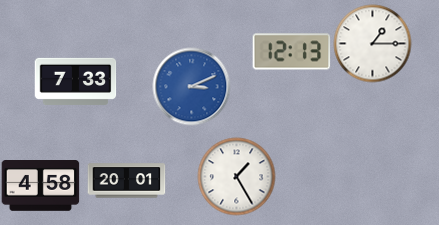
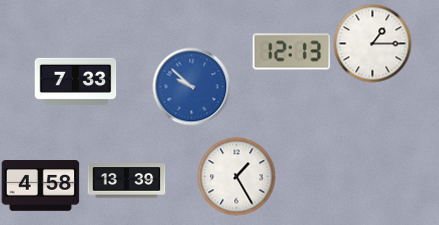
clock at (191, 86): 3:11 -> 9:52
clock at (126, 181): 20:01 -> 13:39
